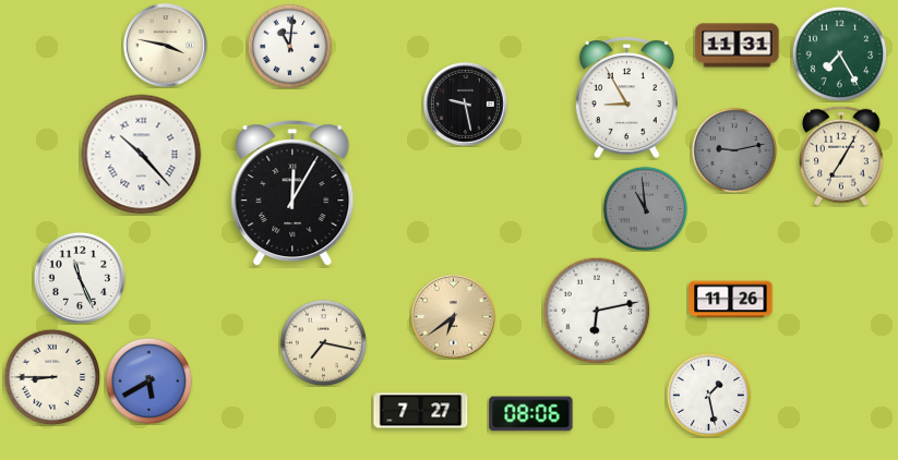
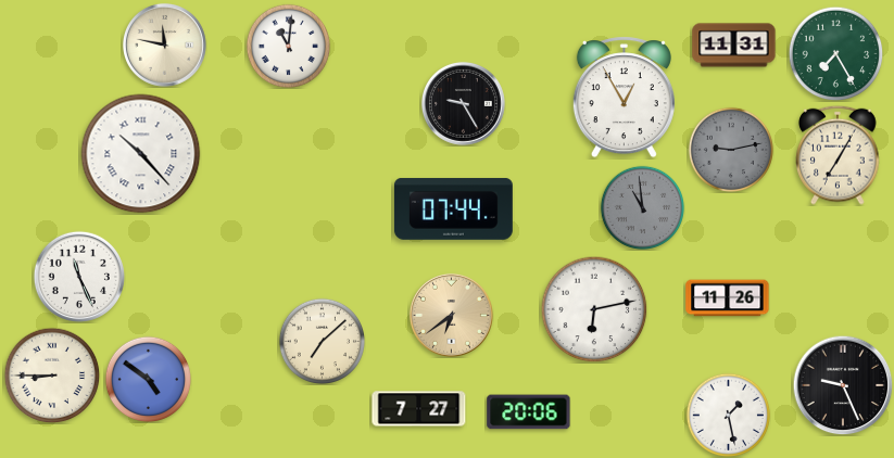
clock at (165, 45): 3:47 -> 11:47
clock at (626, 98): 8:55 -> 12:55
clock at (465, 104): 9:28 -> 9:25
clock at (292, 194): 12:05 -> none
clock at (453, 208): none -> 07:44
clock at (323, 342): 7:17 -> 7:08
clock at (148, 380): 5:40 -> 4:51
clock at (843, 385): none -> 9:26
clock at (708, 395) position: (708, 395) -> (728, 415)
clock at (531, 414): 08:06 -> 20:06
